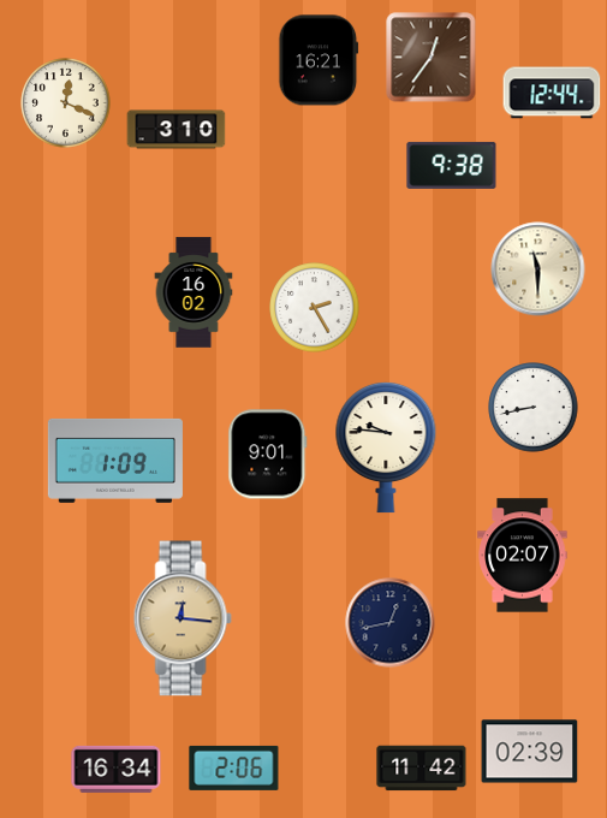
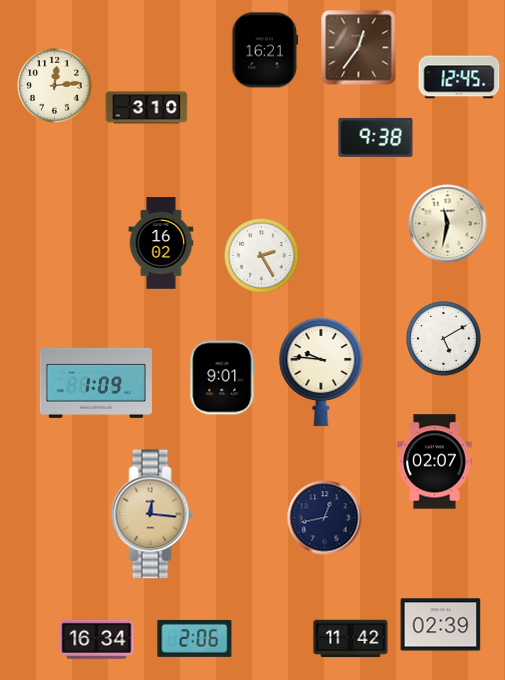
clock at (552, 93): 12:44 -> 12:45
clock at (66, 103): 12:19 -> 12:14
clock at (538, 269): 11:30 -> 11:32
clock at (534, 408): 8:43 -> 5:10
